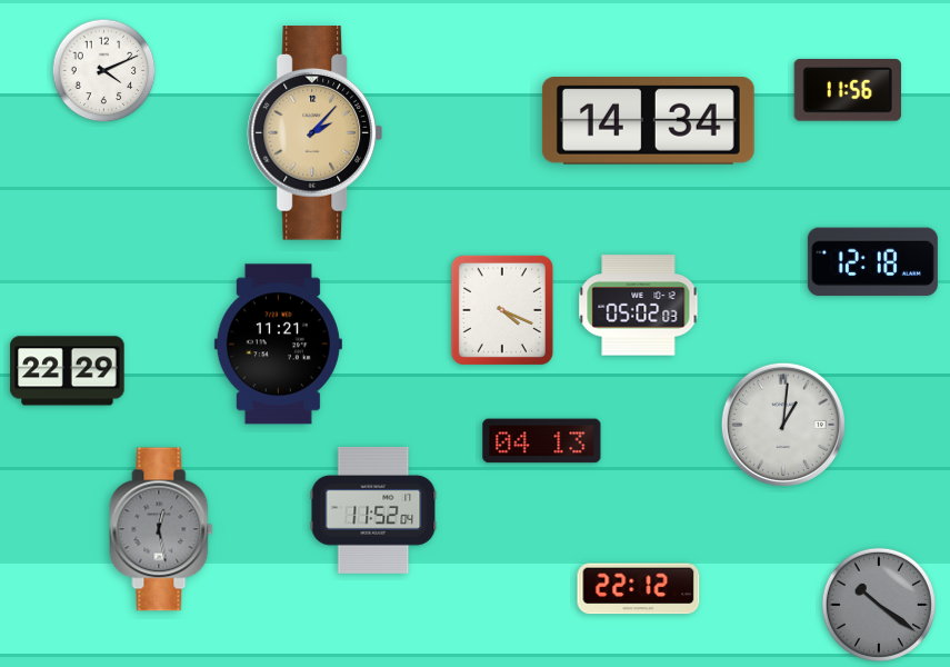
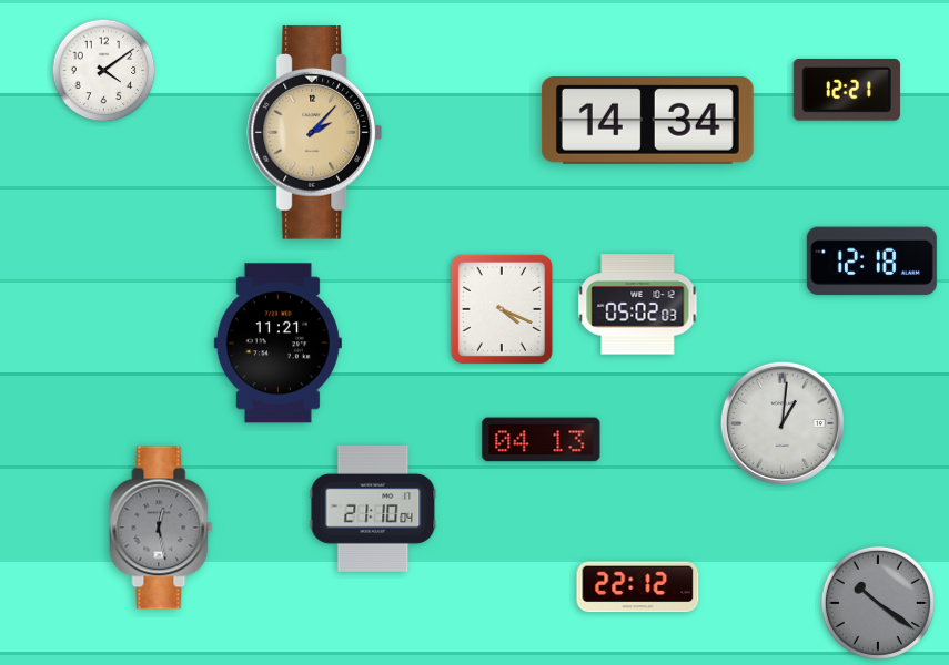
clock at (104, 71): 4:11 -> 4:09
clock at (848, 91): 11:56 -> 12:21
clock at (68, 371): 22:29 -> none
clock at (373, 510): 11:52 -> 21:10
